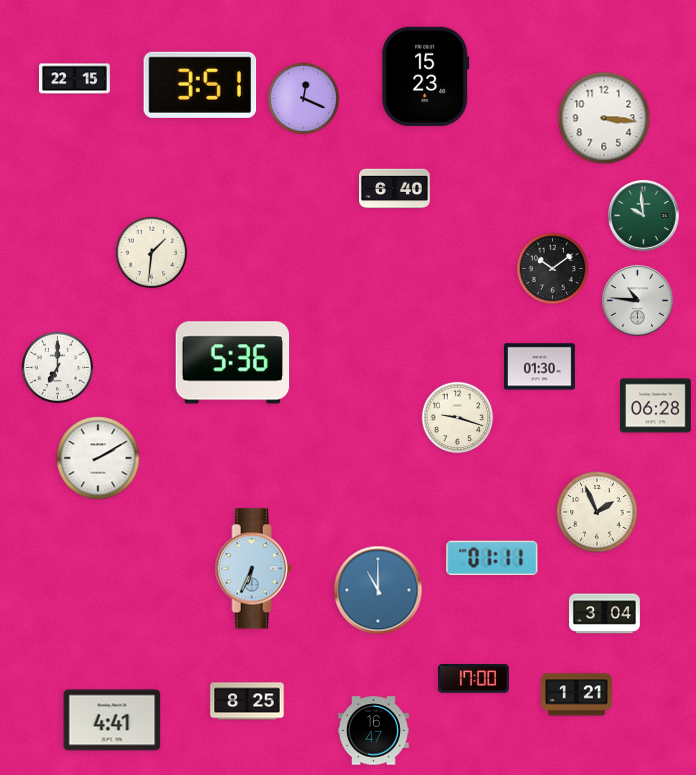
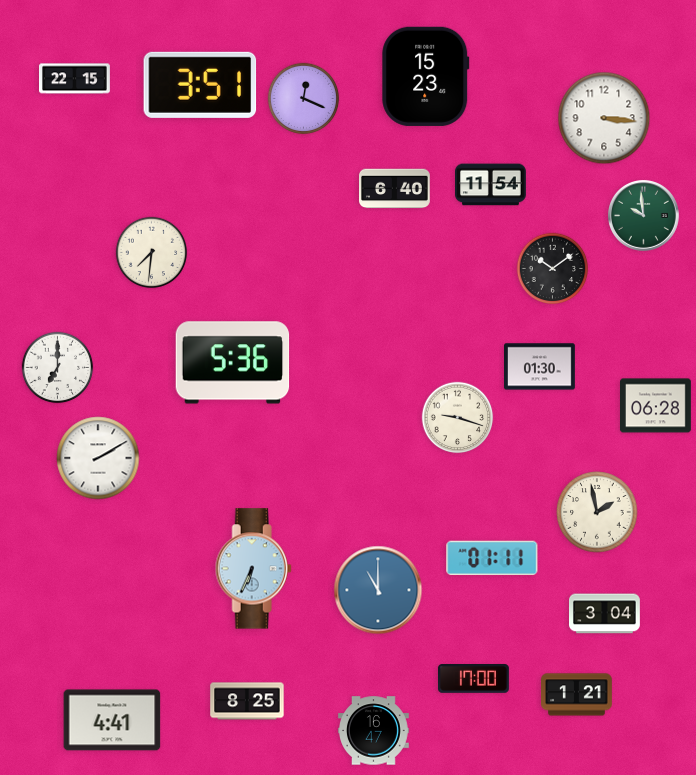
clock at (491, 185): none -> 11:54
clock at (152, 253): 1:31 -> 7:31
clock at (638, 301): 10:46 -> none
clock at (597, 512): 1:56 -> 1:58
